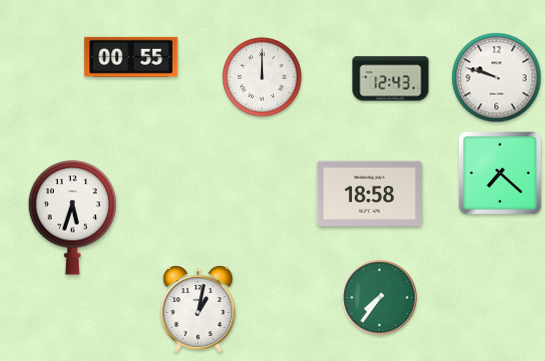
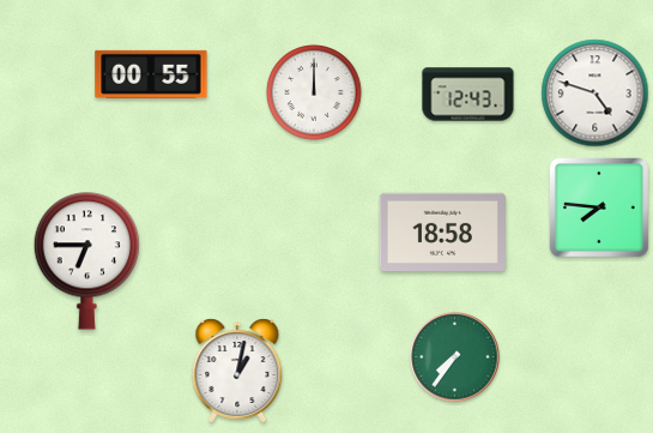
clock at (131, 57) position: (131, 57) -> (151, 74)
clock at (497, 78): 9:48 -> 4:48
clock at (501, 174): 7:22 -> 7:46
clock at (72, 218): 5:33 -> 6:45
